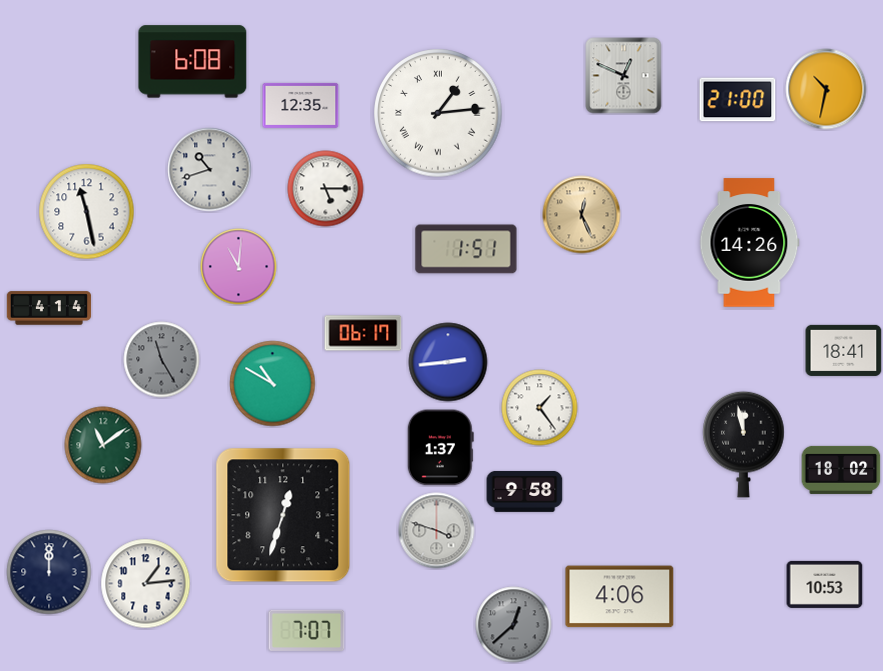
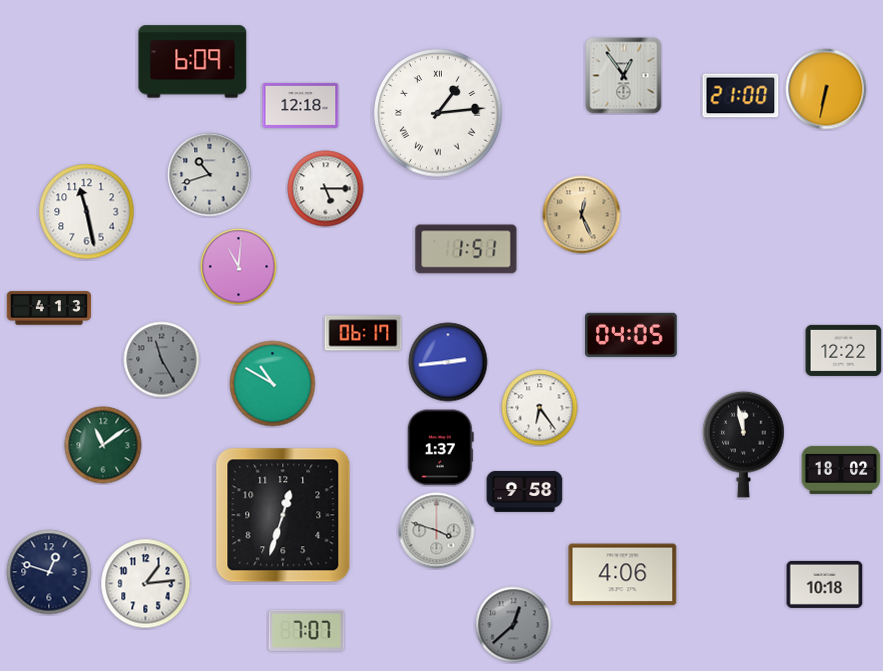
clock at (193, 62): 6:08 -> 6:09
clock at (624, 76): 12:49 -> 12:54
clock at (826, 89): 10:32 -> 6:32
clock at (738, 100) position: (738, 100) -> (741, 96)
clock at (301, 105): 12:35 -> 12:18
clock at (210, 170) position: (210, 170) -> (210, 175)
clock at (750, 243): 14:26 -> none
clock at (49, 308): 4:14 -> 4:13
clock at (632, 335): none -> 04:05
clock at (844, 350): 18:41 -> 12:22
clock at (540, 408): 1:24 -> 6:24
clock at (49, 572): 12:00 -> 12:48
clock at (825, 584): 10:53 -> 10:18
clock at (620, 597) position: (620, 597) -> (623, 575)
